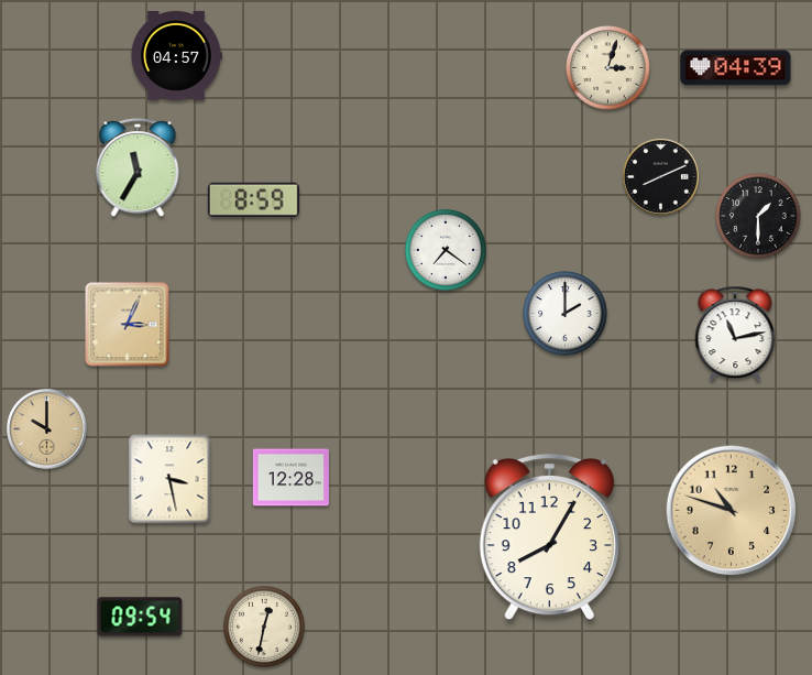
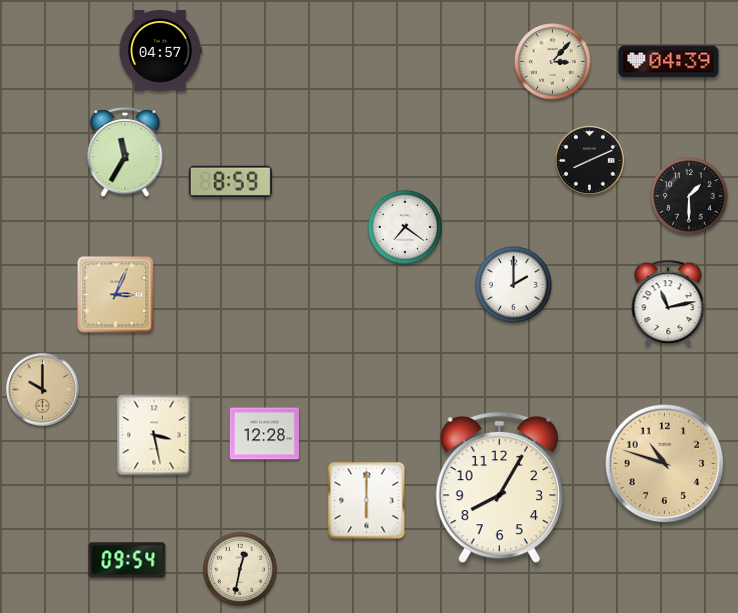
clock at (608, 68): 3:03 -> 3:07
clock at (660, 176) position: (660, 176) -> (589, 160)
clock at (367, 501): none -> 6:00
